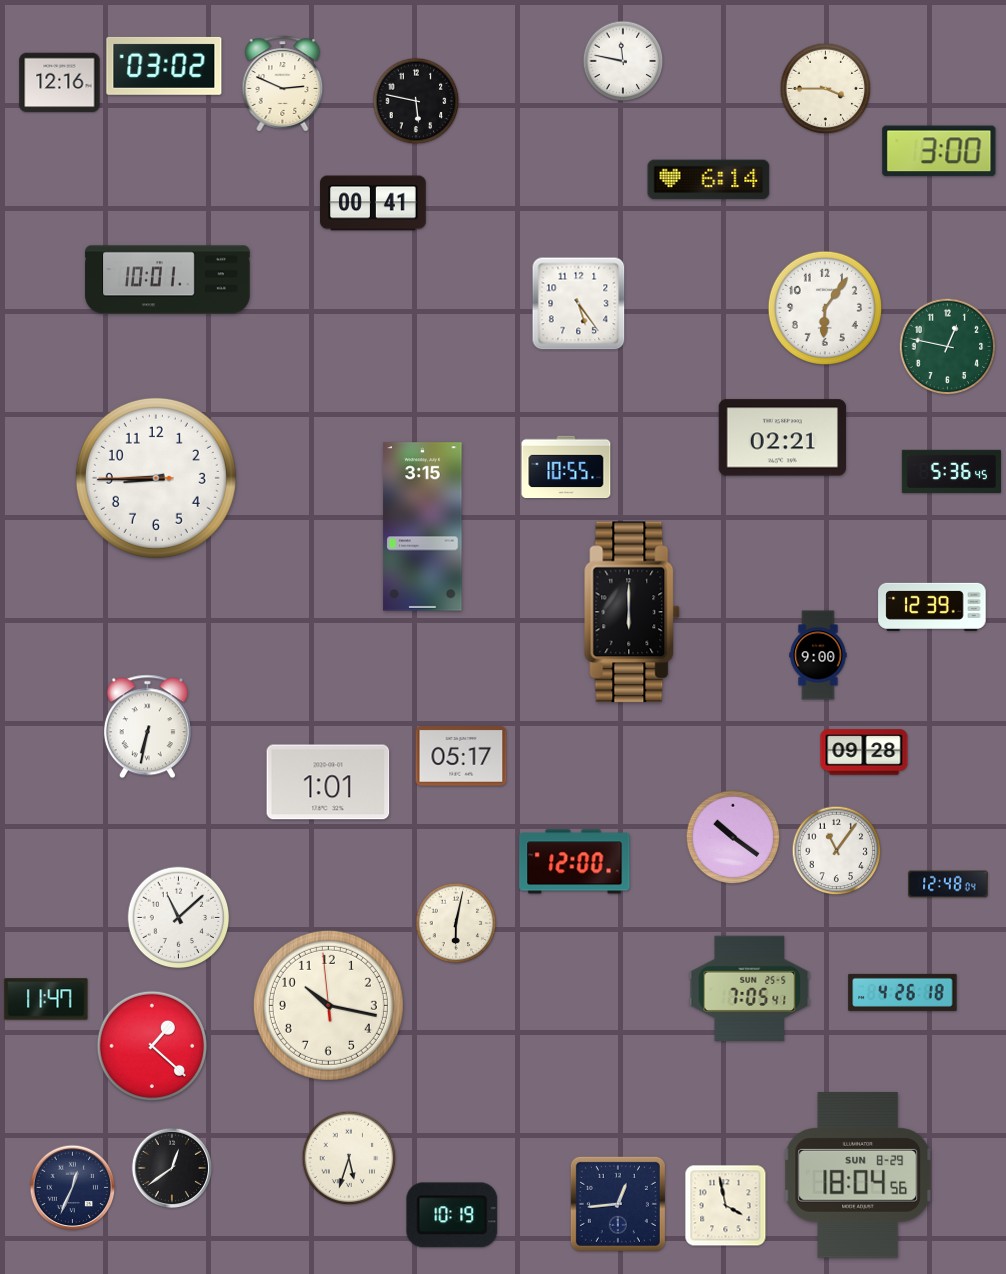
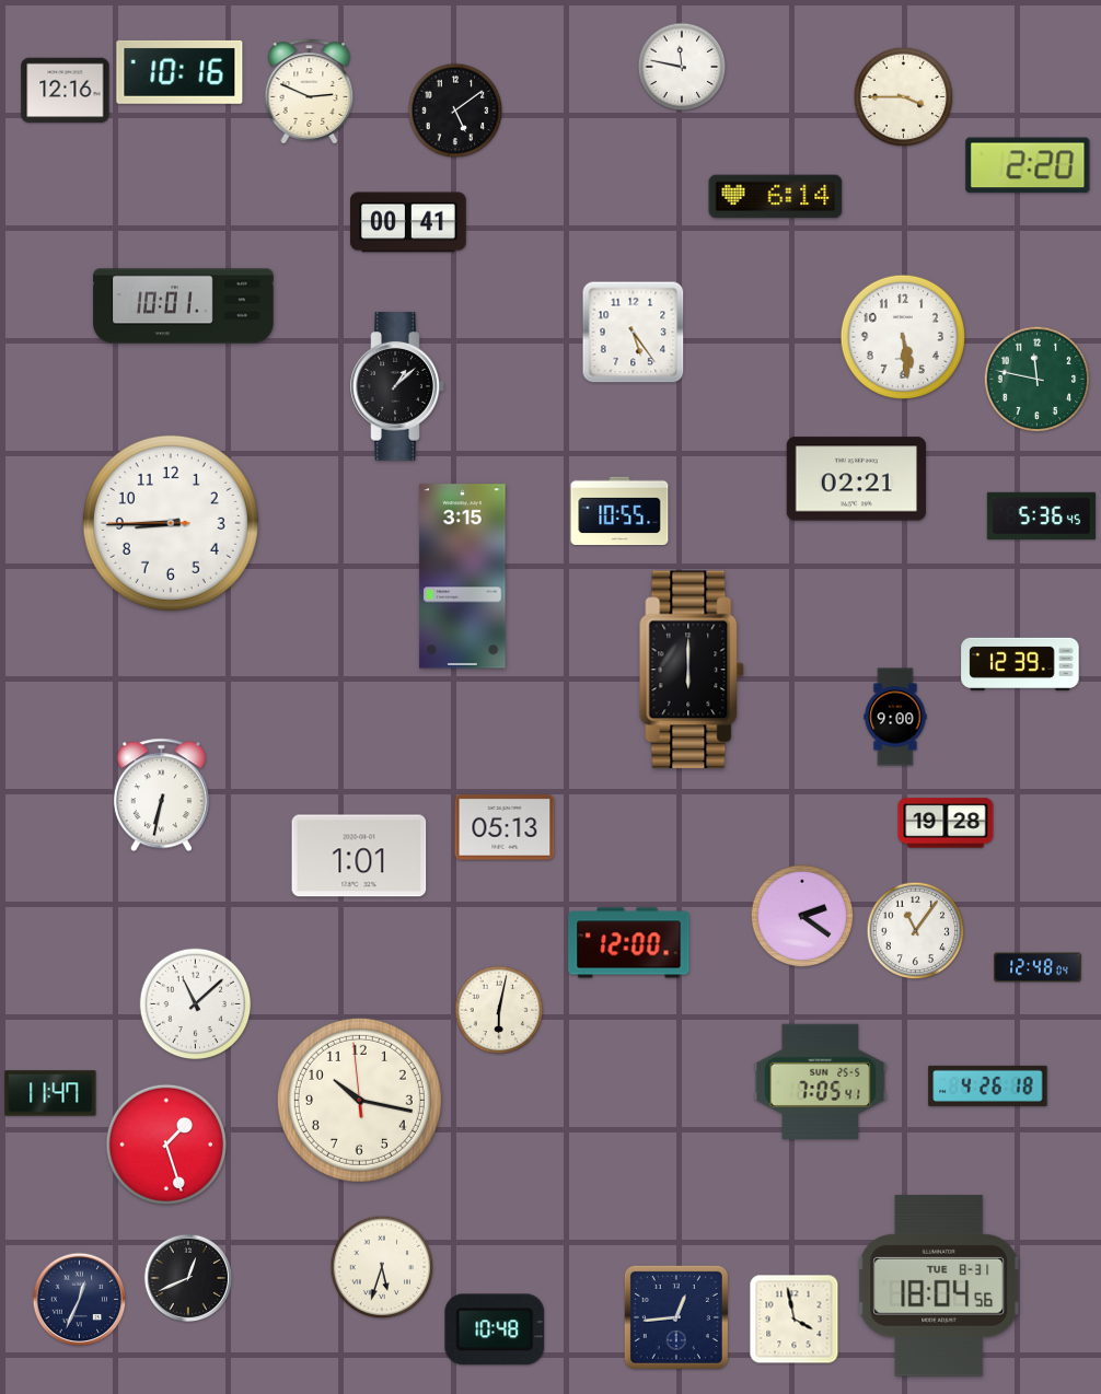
clock at (164, 66): 03:02 -> 10:16
clock at (416, 101): 5:47 -> 5:09
clock at (939, 151): 3:00 -> 2:20
clock at (824, 307): 6:06 -> 5:29
clock at (948, 347): 12:47 -> 11:47
clock at (397, 386): none -> 1:08
clock at (864, 752): 09:28 -> 19:28
clock at (461, 756): 05:17 -> 05:13
clock at (733, 837): 10:21 -> 2:21
clock at (152, 1046): 1:22 -> 1:27
clock at (172, 1168): 12:39 -> 12:41
clock at (858, 1175) date: SUN 8-29 -> TUE 8-31
clock at (452, 1215): 10:19 -> 10:48
